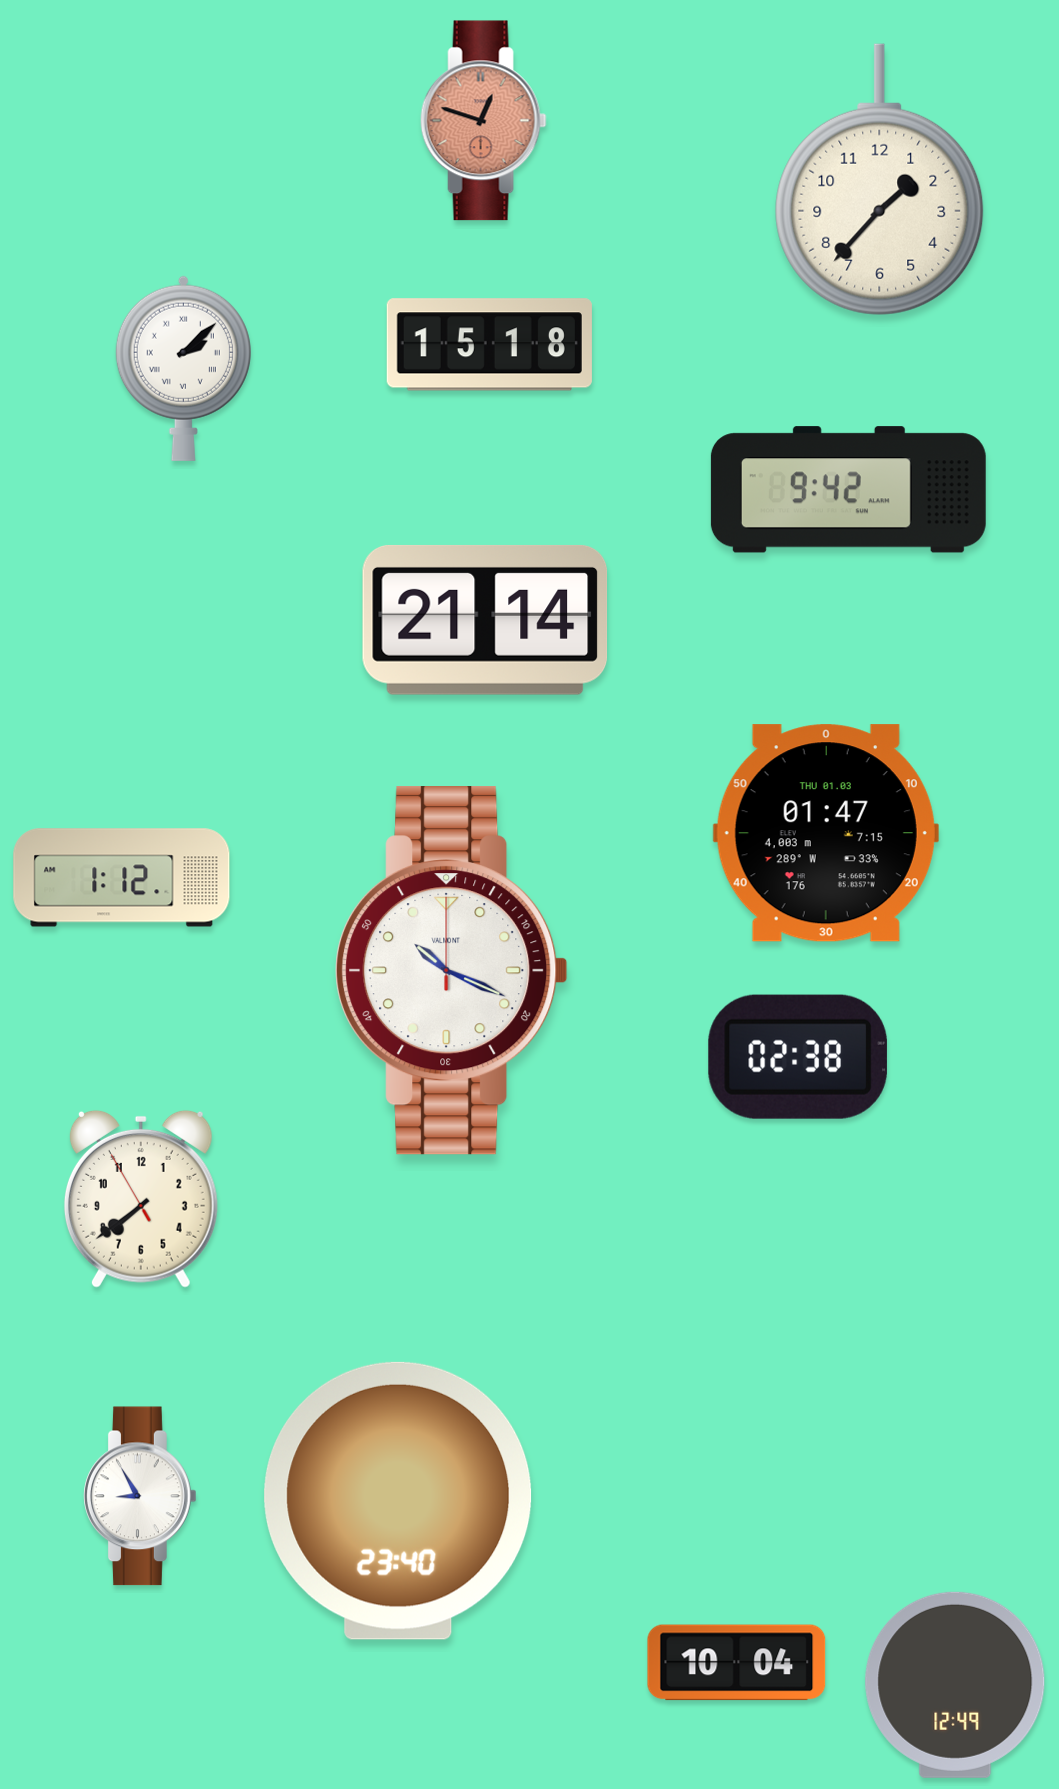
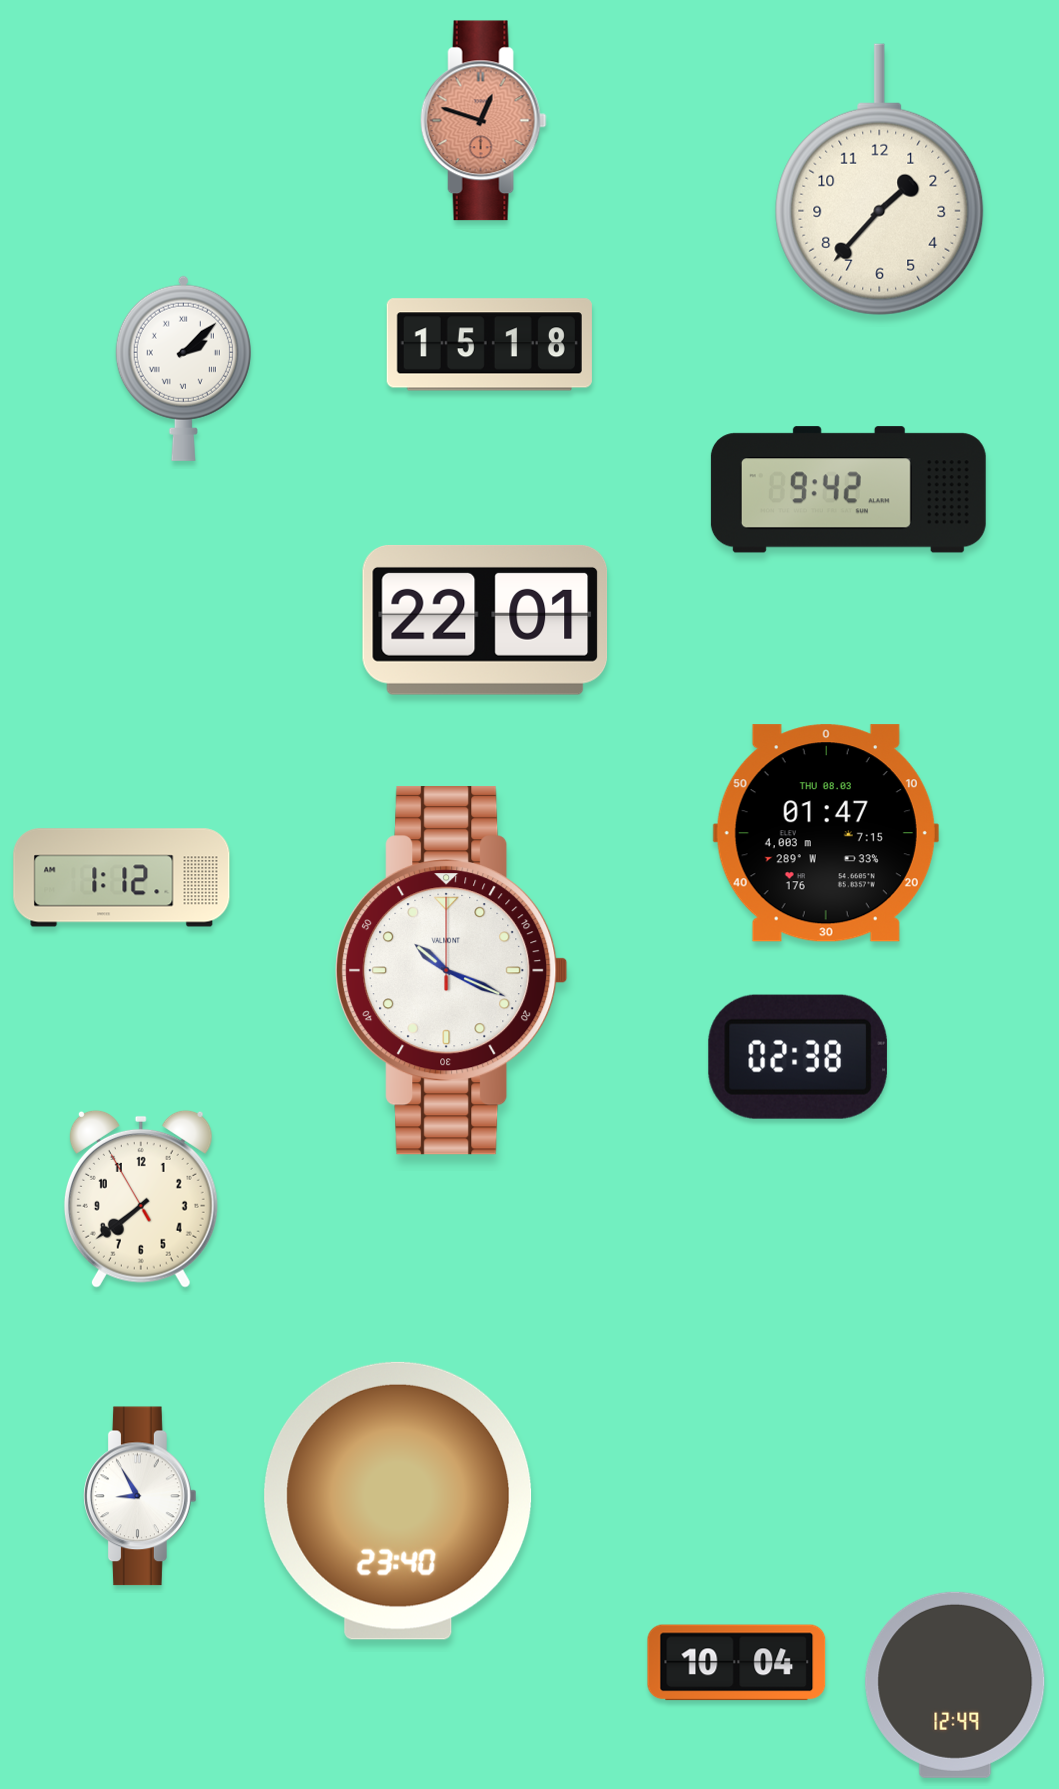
clock at (485, 620): 21:14 -> 22:01
clock at (826, 833) date: THU 01.03 -> THU 08.03
